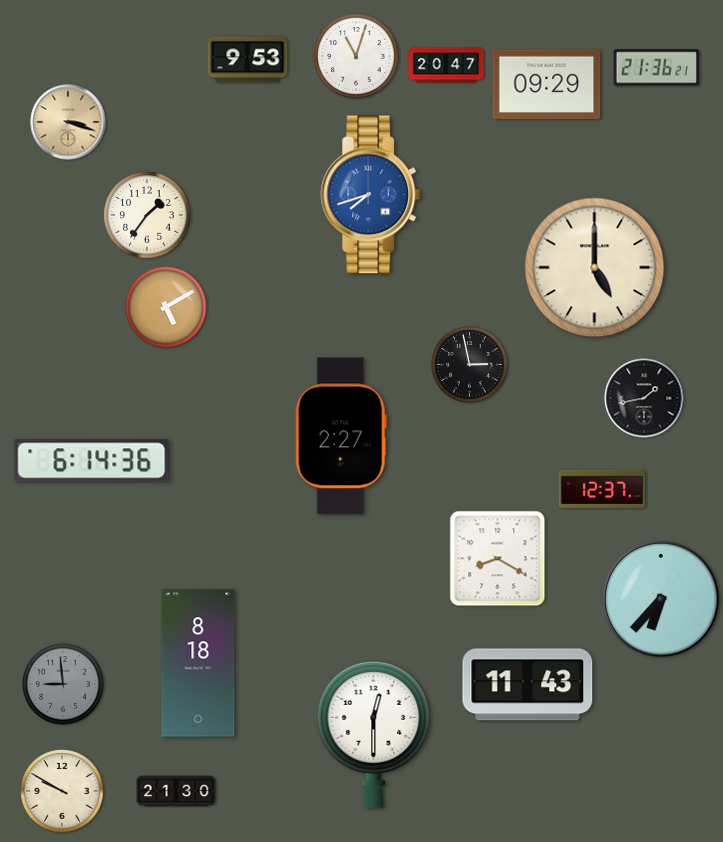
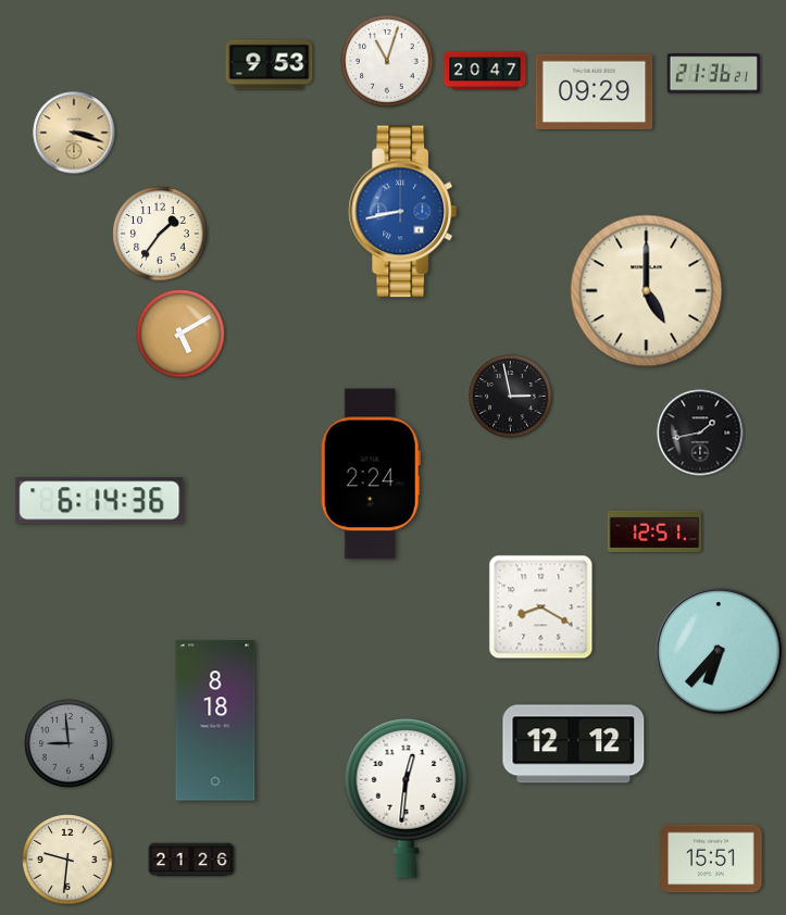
clock at (371, 195): 7:42 -> 8:43
clock at (341, 436): 2:27 -> 2:24
clock at (601, 489): 12:37 -> 12:51
clock at (528, 685): 11:43 -> 12:12
clock at (374, 734): 12:30 -> 12:31
clock at (711, 858): none -> 15:51
clock at (62, 791): 9:50 -> 9:31
clock at (176, 791): 21:30 -> 21:26
